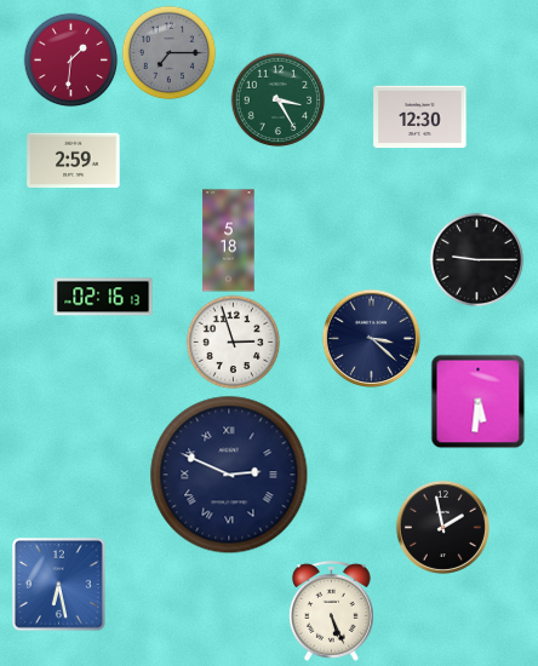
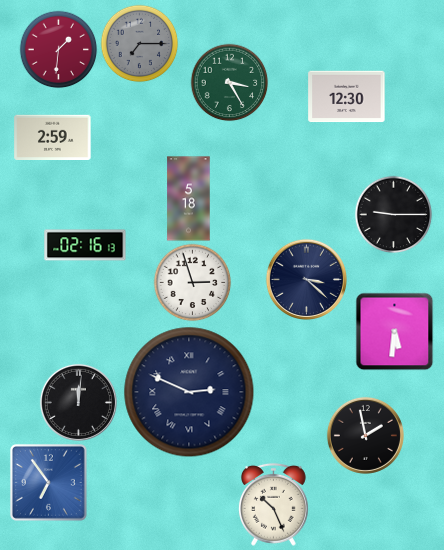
clock at (74, 160) position: (74, 160) -> (53, 137)
clock at (78, 402): none -> 12:01
clock at (59, 585): 6:28 -> 6:54
clock at (331, 610): 5:26 -> 10:26
